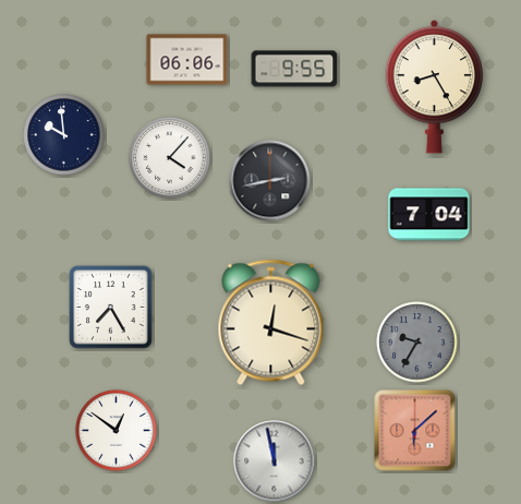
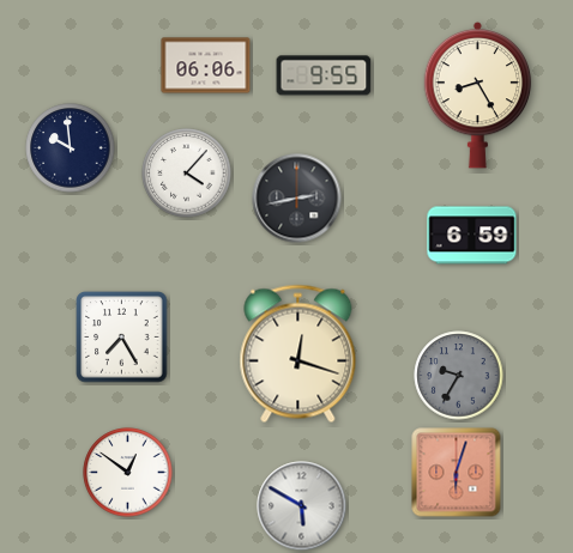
clock at (429, 215): 7:04 -> 6:59
clock at (415, 431): 6:08 -> 6:03
clock at (275, 461): 11:58 -> 5:50
